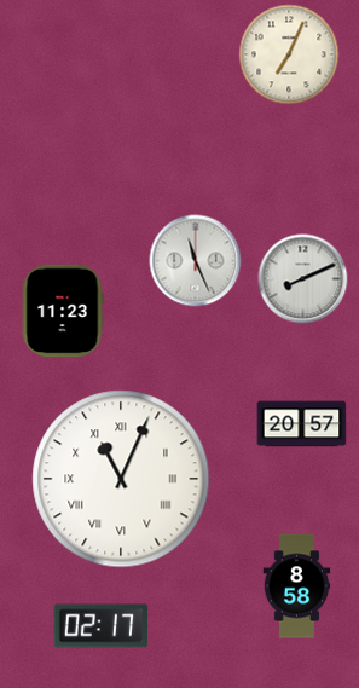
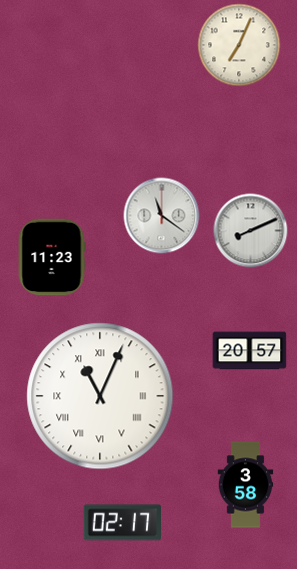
clock at (196, 261): 11:26 -> 11:21
clock at (297, 586): 8:58 -> 3:58
clock at (100, 626) position: (100, 626) -> (122, 523)
